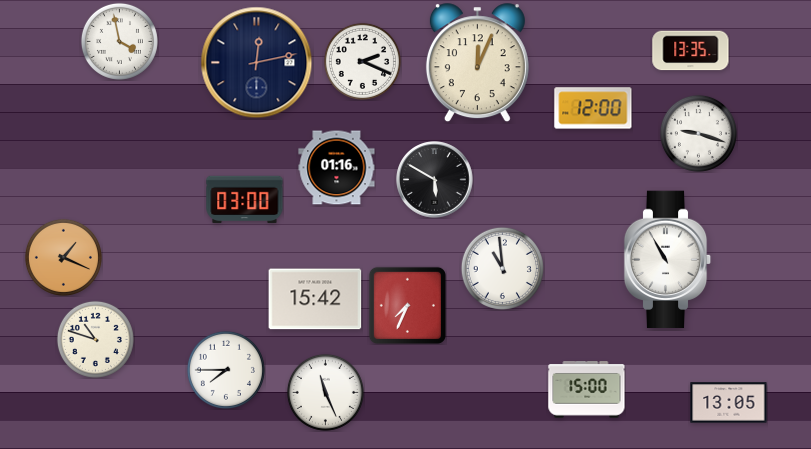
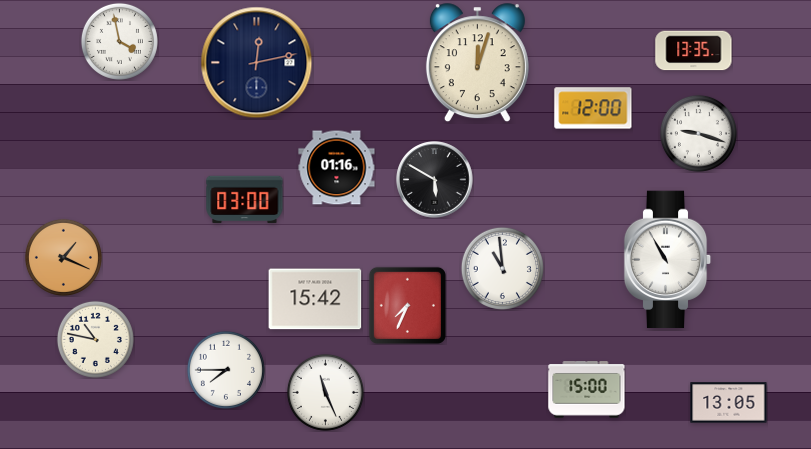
clock at (691, 51) position: (691, 51) -> (694, 51)
clock at (362, 61): 2:19 -> none
clock at (477, 63): 12:04 -> 12:03
clock at (95, 339): 10:48 -> 10:47
